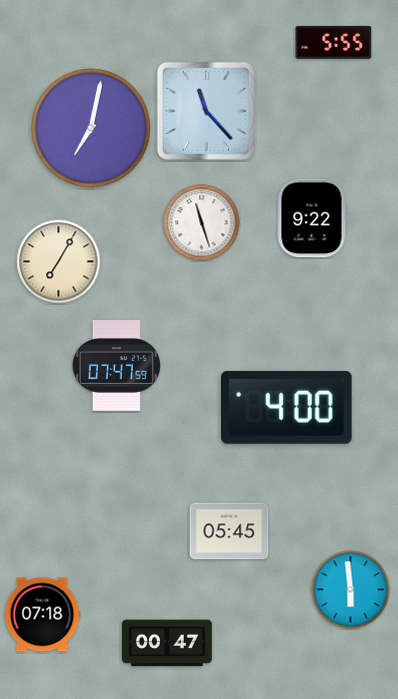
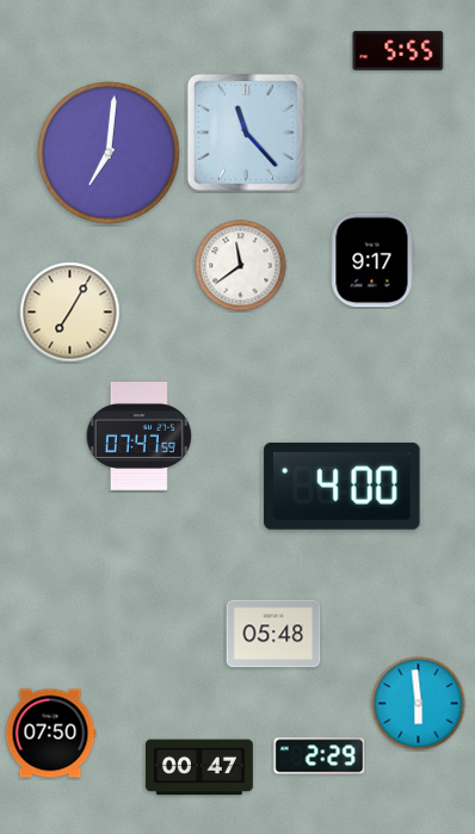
clock at (91, 128): 7:02 -> 7:01
clock at (312, 218): 9:22 -> 9:17
clock at (202, 223): 11:27 -> 11:39
clock at (229, 531): 05:45 -> 05:48
clock at (42, 615): 07:18 -> 07:50
clock at (320, 756): none -> 2:29
